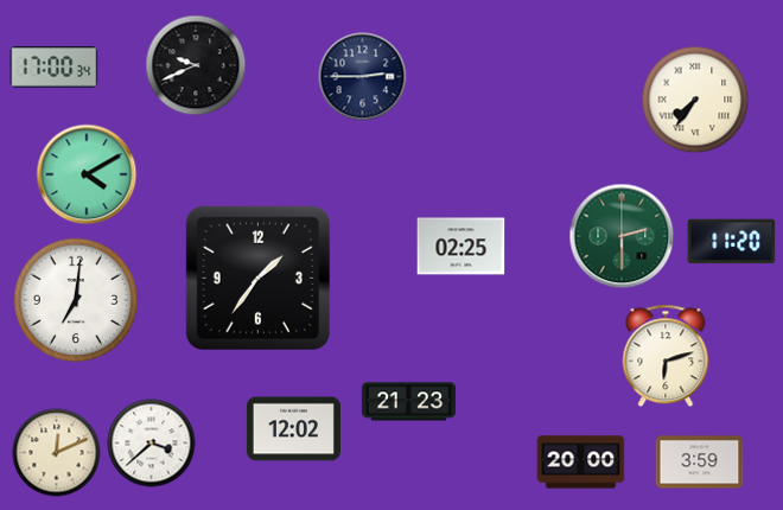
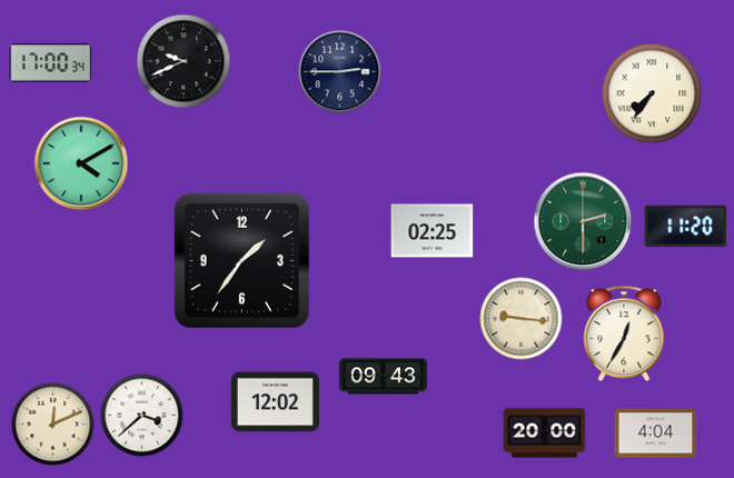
clock at (76, 300): 7:01 -> none
clock at (522, 319): none -> 9:16
clock at (666, 356): 6:12 -> 12:35
clock at (408, 402): 21:23 -> 09:43
clock at (700, 463): 3:59 -> 4:04
